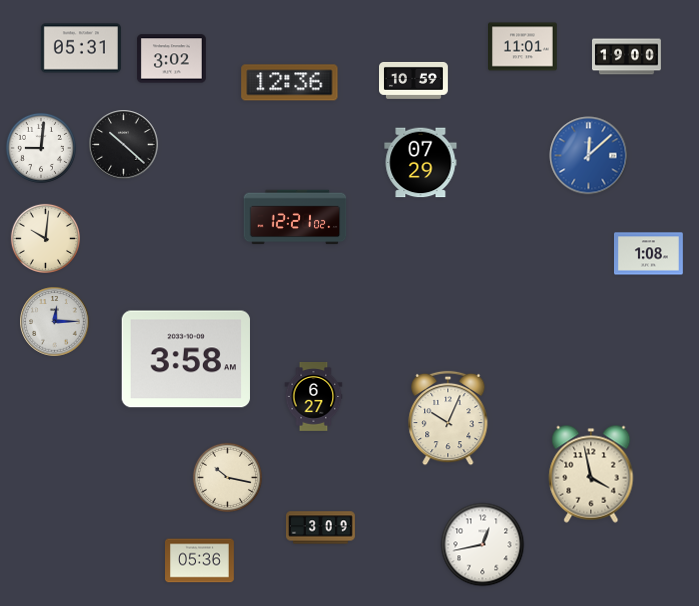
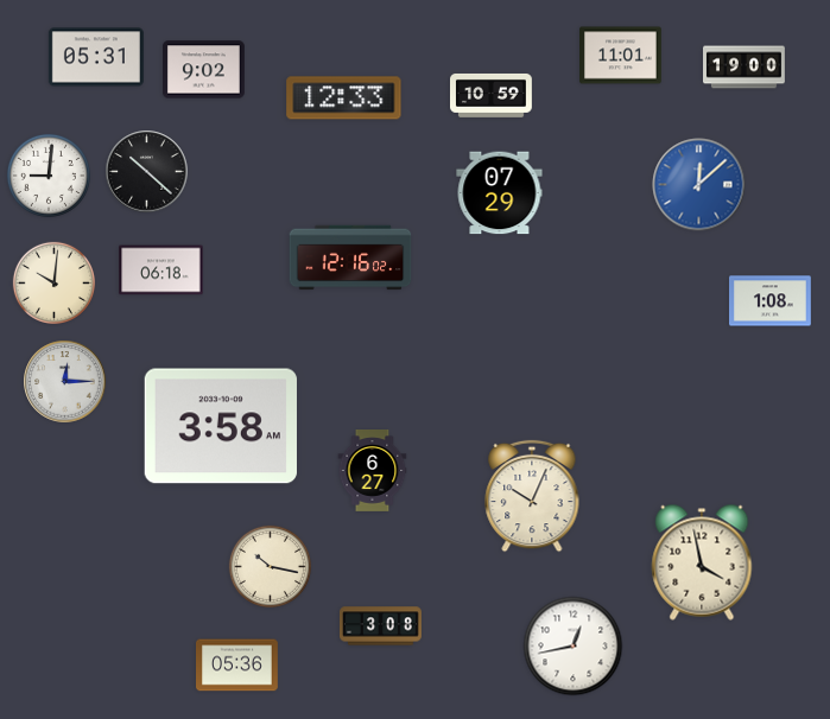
clock at (172, 59): 3:02 -> 9:02
clock at (290, 83): 12:36 -> 12:33
clock at (295, 217): 12:21 -> 12:16
clock at (161, 271): none -> 06:18
clock at (321, 528): 3:09 -> 3:08
